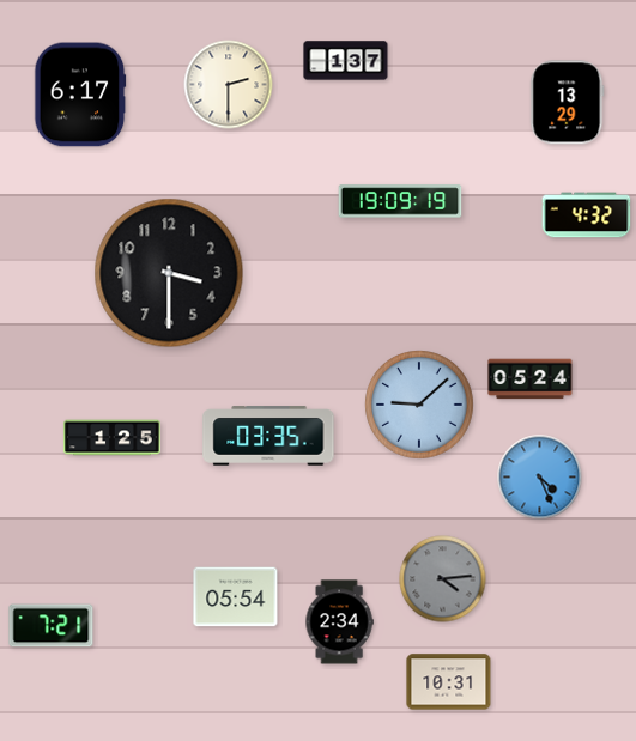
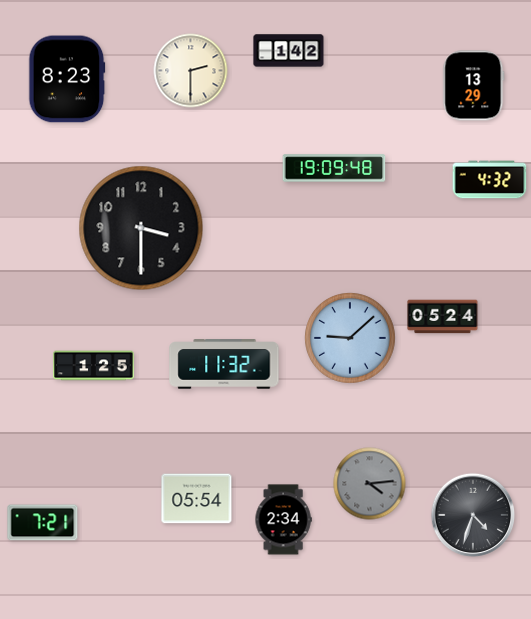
clock at (346, 61): 1:37 -> 1:42
clock at (80, 95): 6:17 -> 8:23
clock at (400, 201): 19:09:19 -> 19:09:48
clock at (268, 436): 03:35 -> 11:32
clock at (540, 478): 4:26 -> none
clock at (473, 515): none -> 4:33
clock at (449, 682): 10:31 -> none
